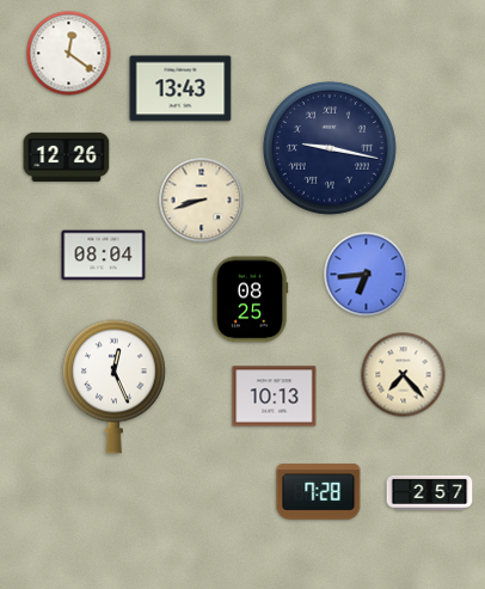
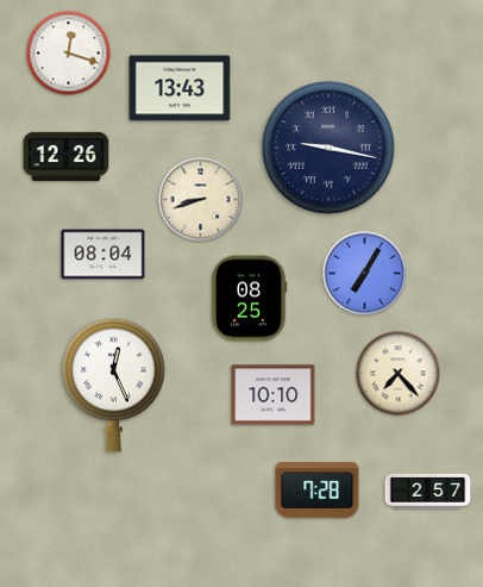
clock at (69, 54): 12:21 -> 12:18
clock at (367, 275): 6:44 -> 7:05
clock at (404, 375) position: (404, 375) -> (399, 374)
clock at (275, 397): 10:13 -> 10:10
